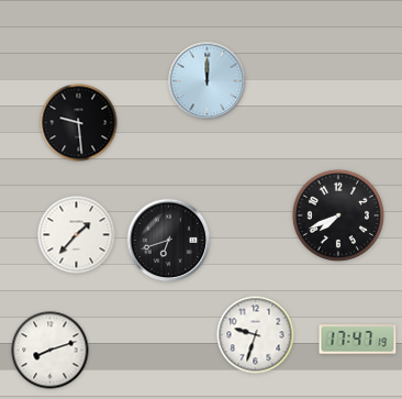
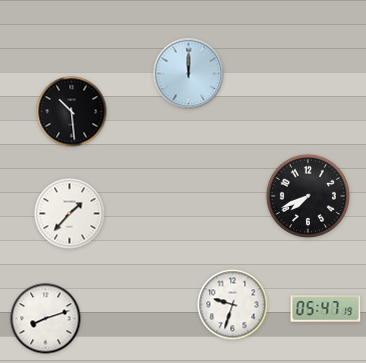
clock at (79, 123): 9:29 -> 10:29
clock at (169, 241): 6:42 -> none
clock at (358, 340): 17:47 -> 05:47
